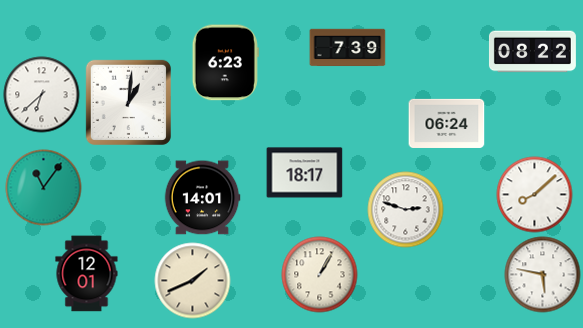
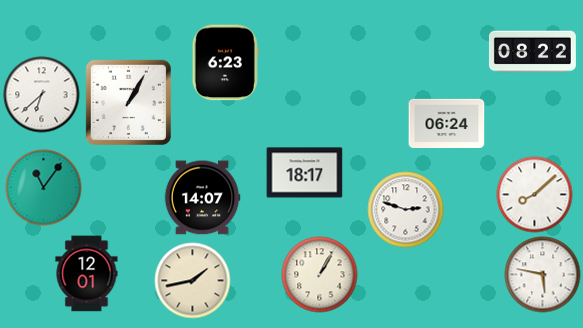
clock at (348, 48): 7:39 -> none
clock at (128, 102): 1:01 -> 1:05
clock at (202, 198): 14:01 -> 14:07
clock at (193, 281): 1:41 -> 1:43
